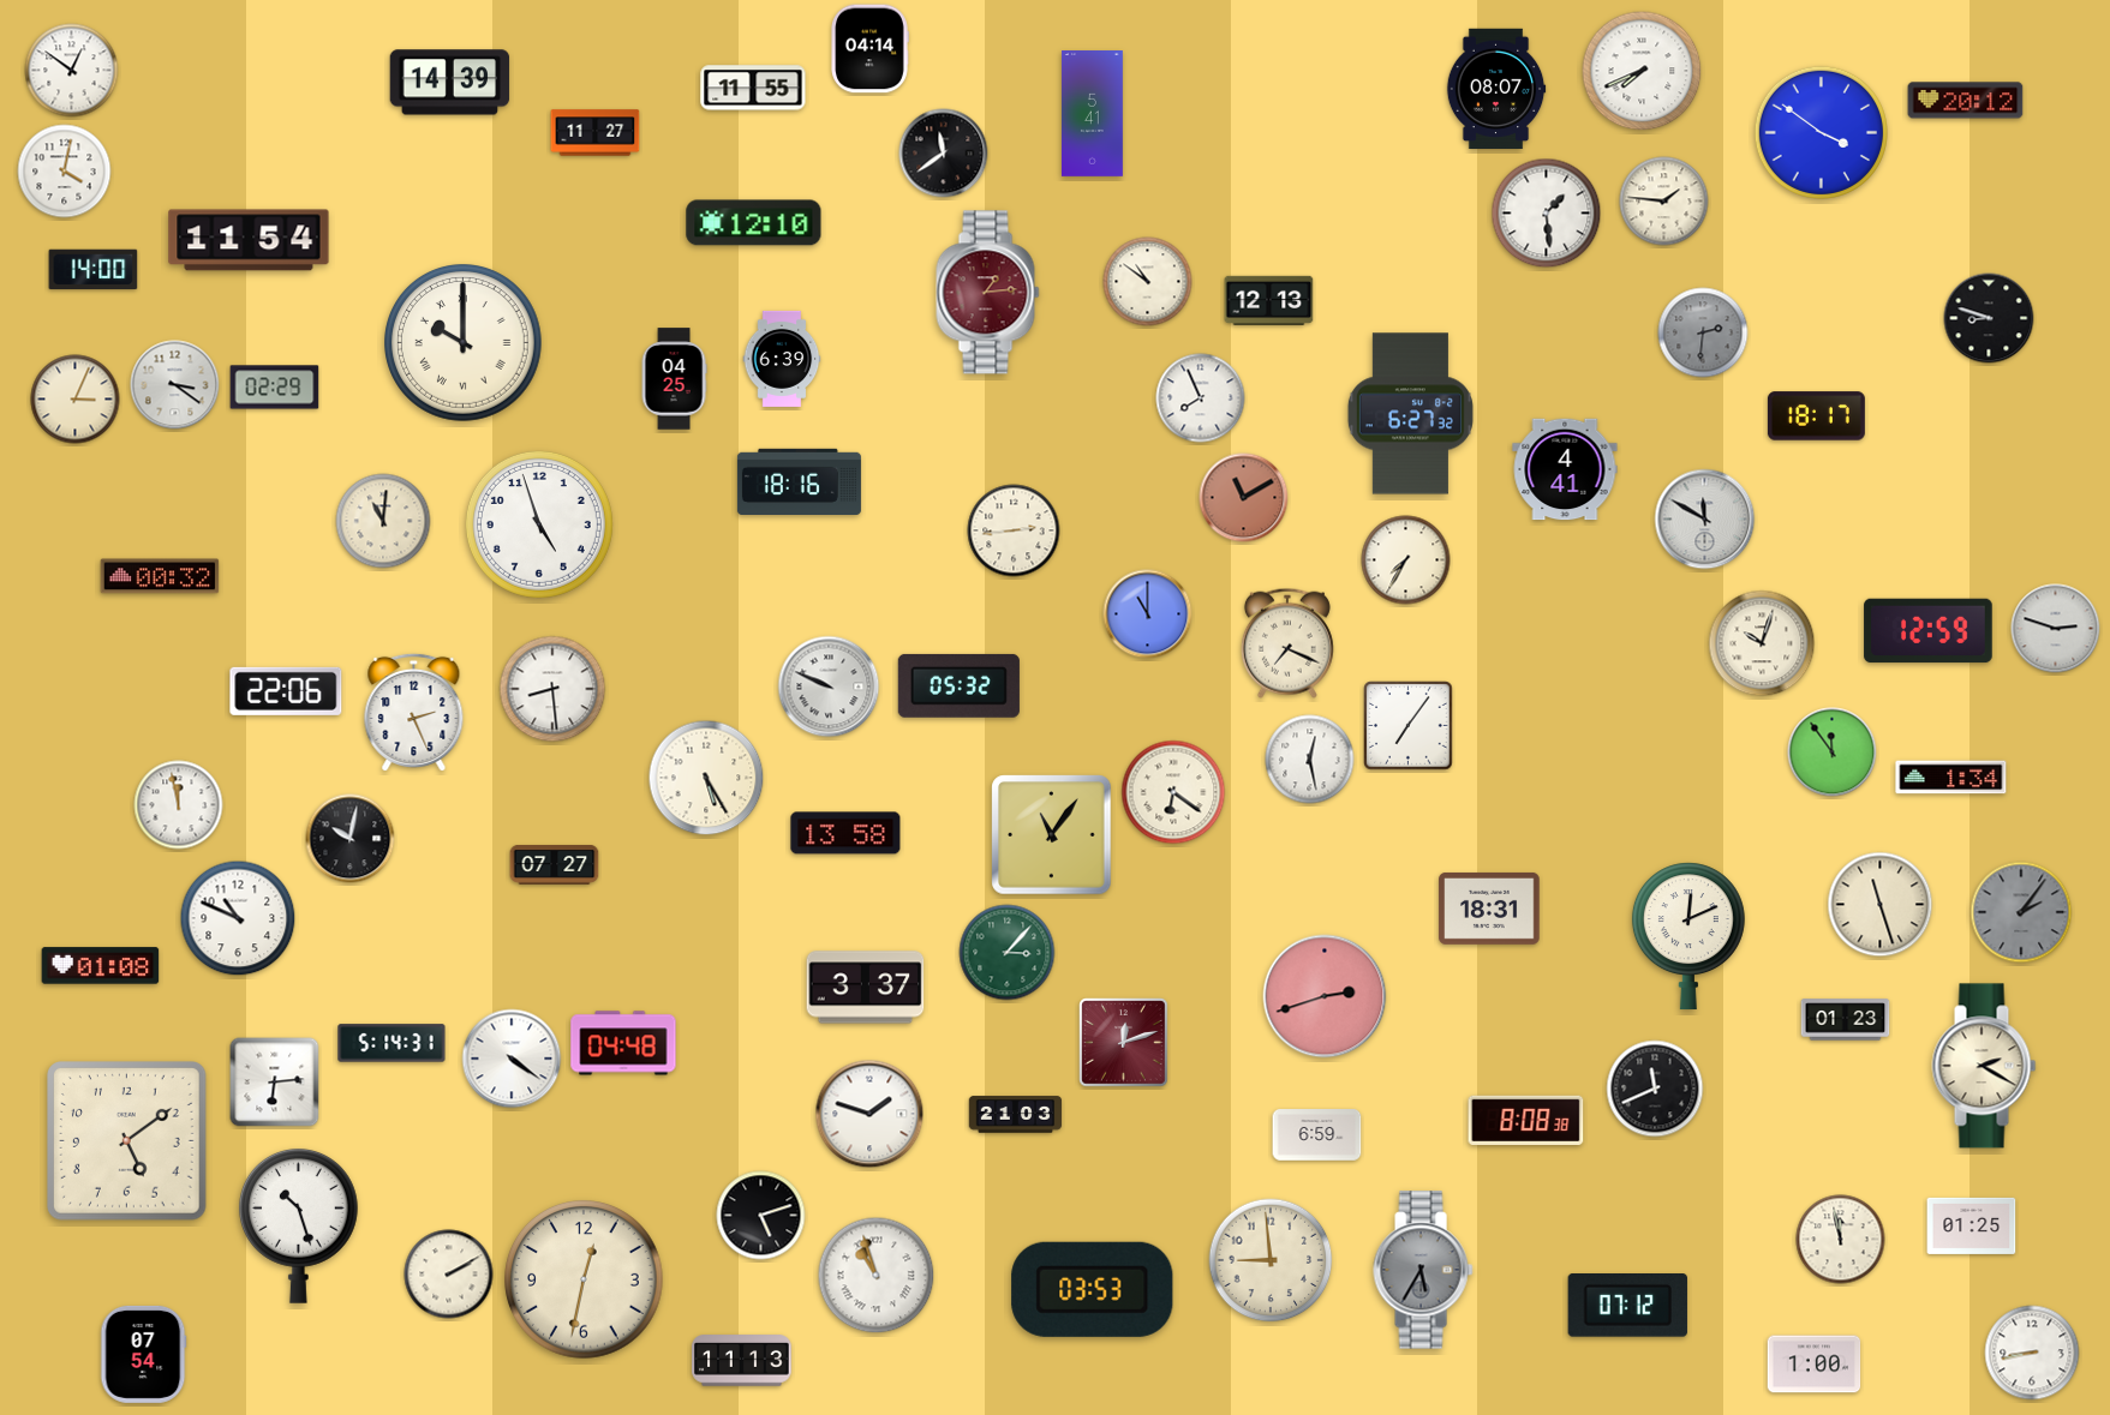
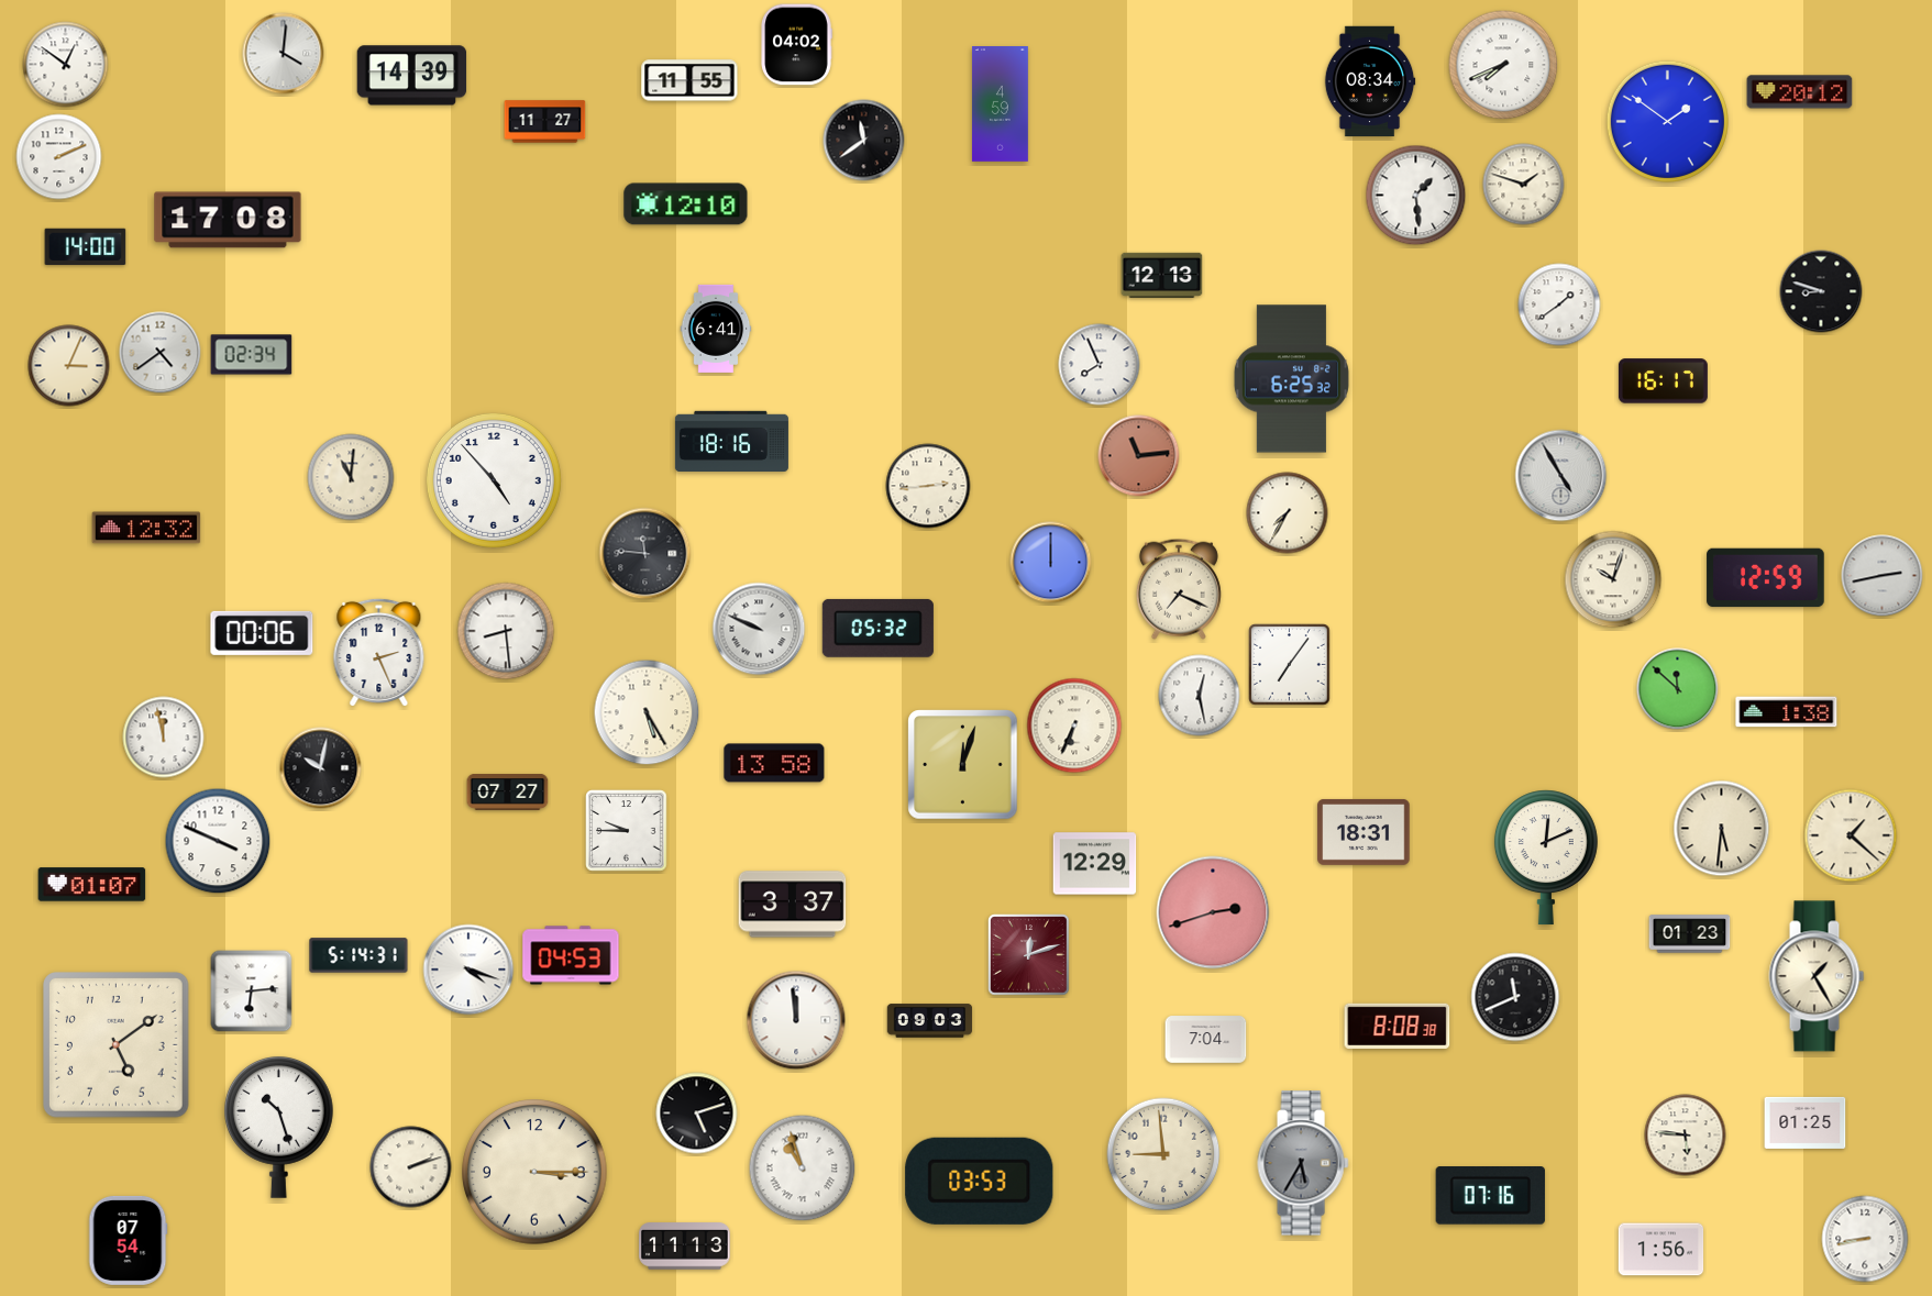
clock at (869, 49): 04:14 -> 04:02
clock at (284, 54): none -> 4:01
clock at (1496, 89): 08:07 -> 08:34
clock at (1092, 114): 5:41 -> 4:59
clock at (1821, 132): 3:51 -> 1:51
clock at (65, 172): 4:02 -> 2:11
clock at (1664, 202): 1:46 -> 1:48
clock at (754, 223) position: (754, 223) -> (686, 204)
clock at (249, 240): 11:54 -> 17:08
clock at (1148, 282): 10:51 -> none
clock at (988, 293): 1:14 -> none
clock at (1703, 332): 2:31 -> 1:39
clock at (1703, 332) dial: grey -> white
clock at (464, 343): 10:00 -> none
clock at (782, 359): 6:39 -> 6:41
clock at (674, 379): 04:25 -> none
clock at (175, 385): 3:21 -> 4:39
clock at (275, 388): 02:29 -> 02:34
clock at (1410, 414): 6:27 -> 6:25
clock at (1816, 416): 18:17 -> 16:17
clock at (1565, 469): 4:41 -> none
clock at (1244, 498): 11:10 -> 11:14
clock at (1705, 520): 11:50 -> 4:55
clock at (539, 524): 4:57 -> 4:53
clock at (160, 576): 00:32 -> 12:32
clock at (645, 554): none -> 11:46
clock at (1148, 614): 11:00 -> 12:00
clock at (2056, 629): 2:48 -> 2:43
clock at (1762, 643) position: (1762, 643) -> (1613, 579)
clock at (286, 691): 22:06 -> 00:06
clock at (1833, 753): 11:54 -> 11:52
clock at (1951, 778): 1:34 -> 1:38
clock at (1173, 792): 6:21 -> 6:34
clock at (1052, 835): 11:06 -> 12:03
clock at (1881, 905): 11:27 -> 5:31
clock at (627, 831): none -> 9:45
clock at (2021, 912): 2:06 -> 1:22
clock at (2021, 912) dial: grey -> cream
clock at (238, 918): 10:49 -> 3:49
clock at (1095, 864): none -> 12:29
clock at (1008, 953): 3:07 -> none
clock at (101, 966): 01:08 -> 01:07
clock at (623, 1043): 04:48 -> 04:53
clock at (512, 1059): 4:21 -> 4:18
clock at (1984, 1066): 2:20 -> 1:25
clock at (869, 1114): 1:48 -> 11:59
clock at (1016, 1115): 21:03 -> 09:03
clock at (1317, 1135): 6:59 -> 7:04
clock at (298, 1225) position: (298, 1225) -> (278, 1127)
clock at (1841, 1240): 11:58 -> 5:46
clock at (449, 1275): 2:10 -> 2:12
clock at (584, 1279): 12:32 -> 3:15
clock at (1093, 1289) position: (1093, 1289) -> (980, 1181)
clock at (1627, 1306): 07:12 -> 07:16
clock at (2032, 1353) position: (2032, 1353) -> (1865, 1239)
clock at (144, 1354) position: (144, 1354) -> (129, 1240)
clock at (742, 1361) position: (742, 1361) -> (685, 1247)
clock at (1815, 1365): 1:00 -> 1:56
